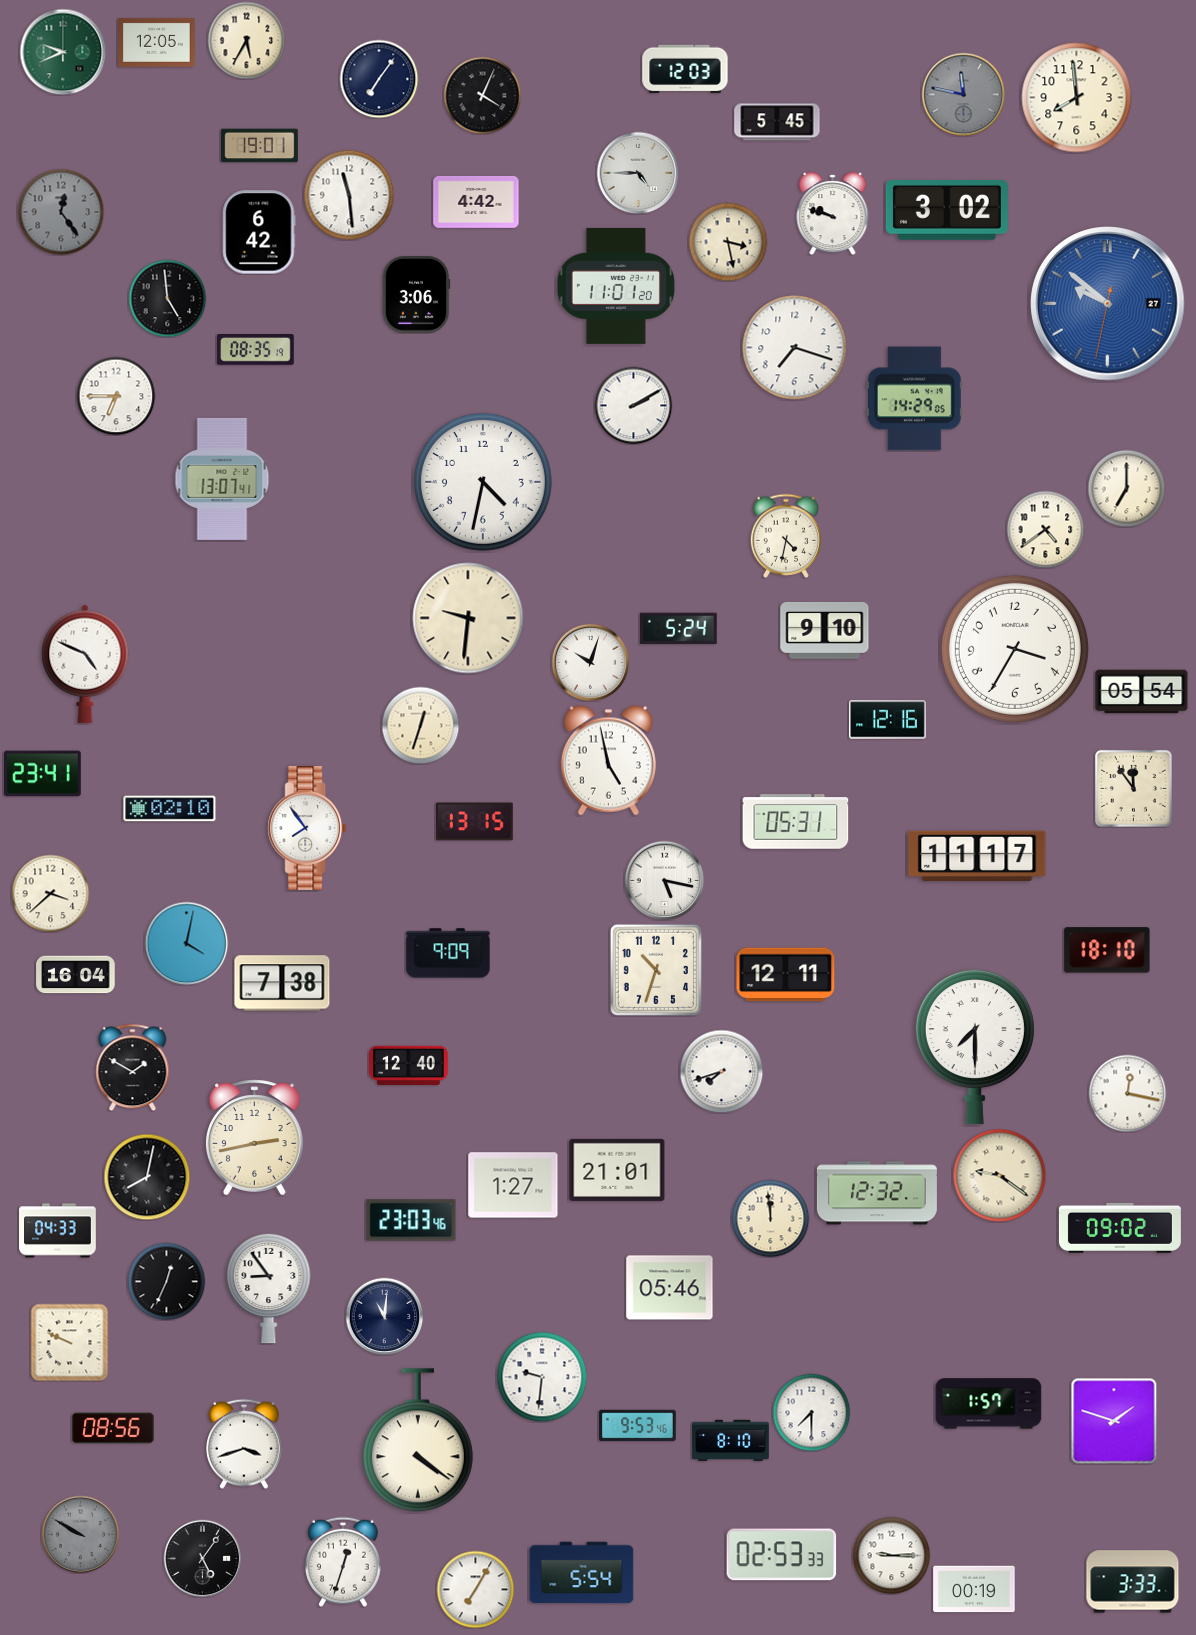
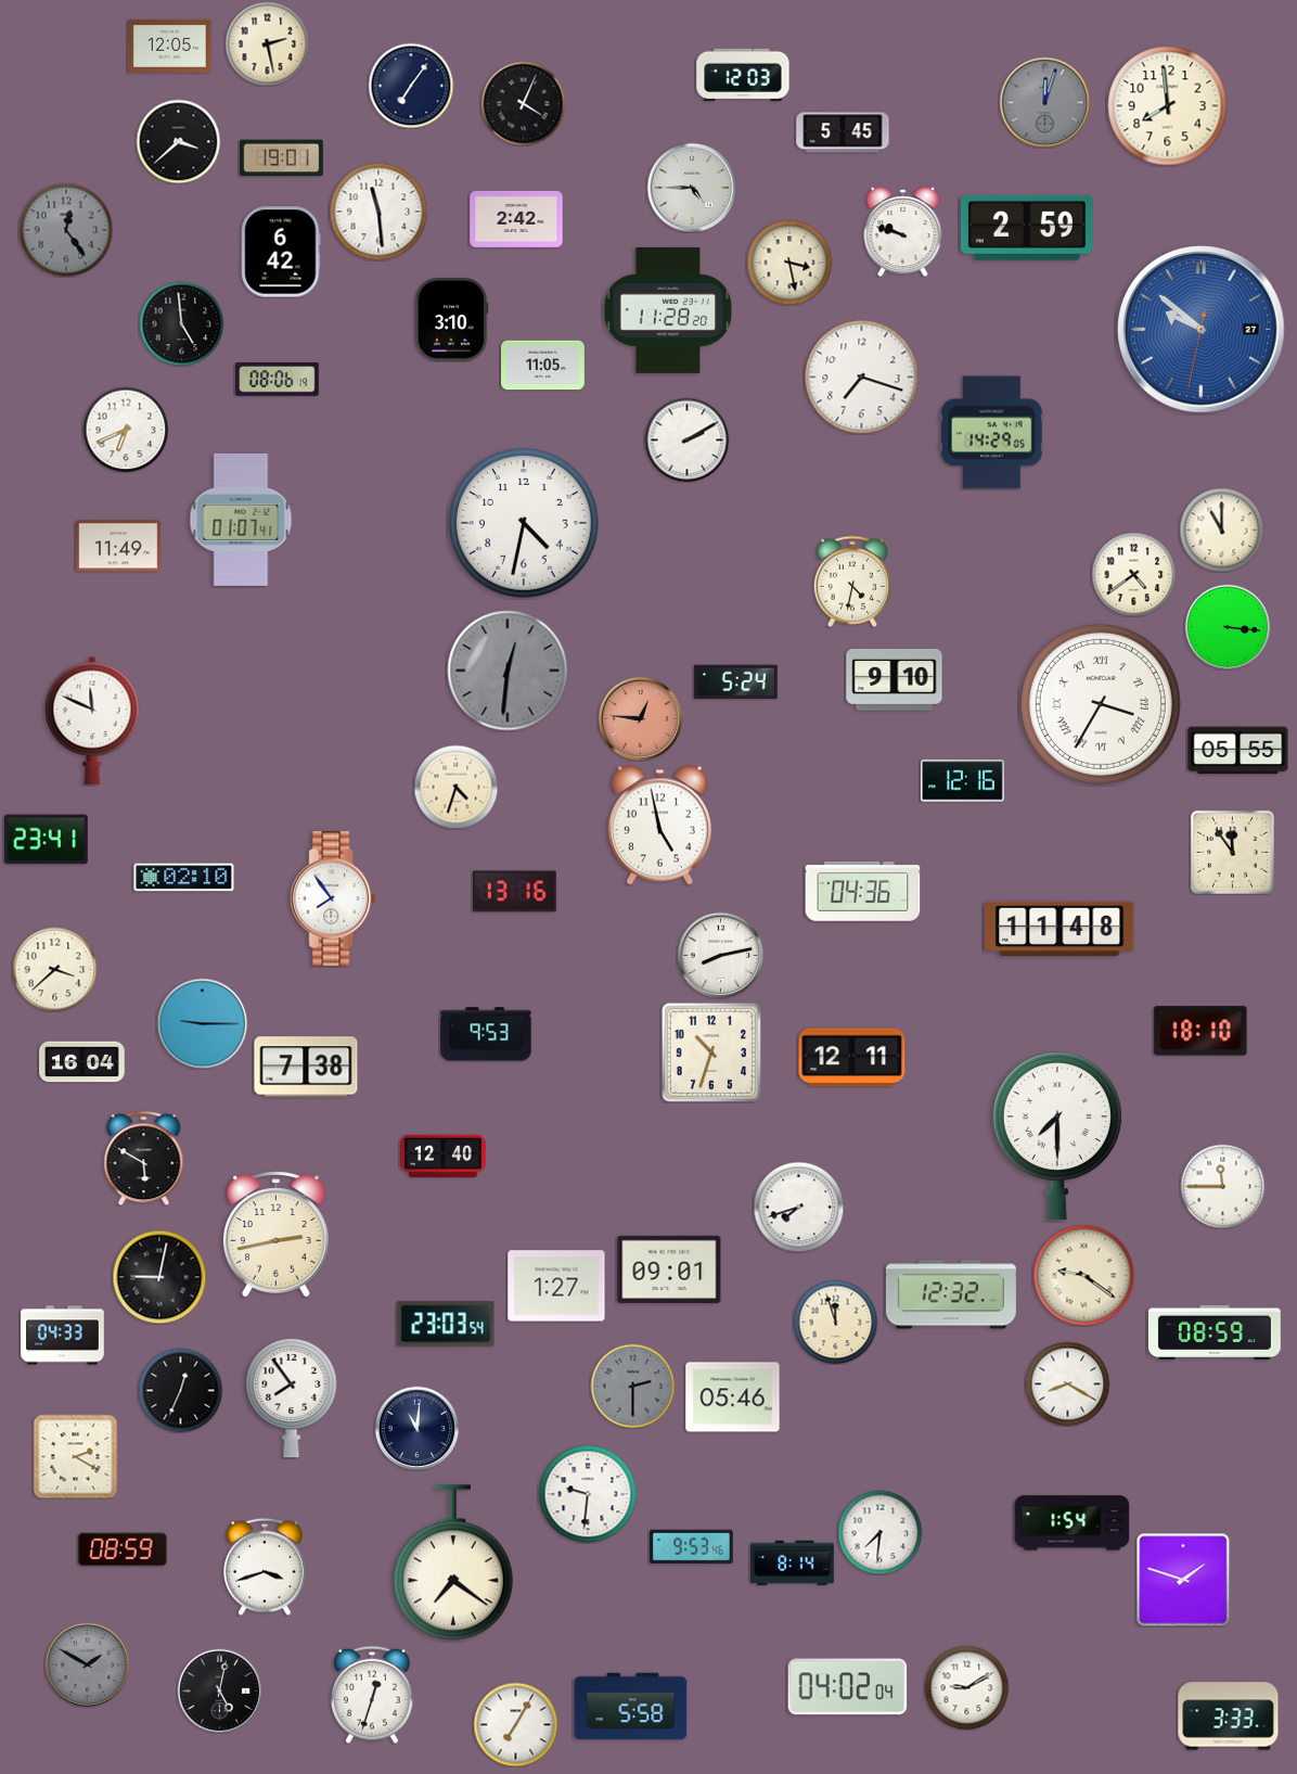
clock at (246, 40): 5:35 -> 2:28
clock at (63, 52): 9:41 -> none
clock at (963, 94): 11:47 -> 12:03
clock at (178, 141): none -> 3:38
clock at (476, 202): 4:42 -> 2:42
clock at (947, 210): 3:02 -> 2:59
clock at (615, 286): 11:01 -> 11:28
clock at (416, 295): 3:06 -> 3:10
clock at (543, 366): none -> 11:05
clock at (256, 350): 08:35 -> 08:06
clock at (116, 396): 6:45 -> 6:41
clock at (222, 479): 13:07 -> 01:07
clock at (1126, 488): 7:00 -> 11:00
clock at (118, 546): none -> 11:49
clock at (1228, 627): none -> 3:16
clock at (468, 618): 9:31 -> 12:31
clock at (468, 618) dial: cream -> grey
clock at (825, 631) position: (825, 631) -> (895, 680)
clock at (1015, 649) numerals: Arabic -> Roman
clock at (590, 662): 10:03 -> 12:46
clock at (590, 662) dial: white -> salmon
clock at (85, 664): 4:49 -> 11:49
clock at (1142, 692): 05:54 -> 05:55
clock at (420, 725): 12:33 -> 4:33
clock at (1133, 788) position: (1133, 788) -> (1232, 852)
clock at (475, 822): 13:15 -> 13:16
clock at (796, 822): 05:31 -> 04:36
clock at (977, 855): 11:17 -> 11:48
clock at (664, 880): 5:17 -> 8:13
clock at (186, 943): 4:02 -> 9:15
clock at (448, 953): 9:09 -> 9:53
clock at (76, 975) position: (76, 975) -> (82, 1062)
clock at (133, 1067): 1:50 -> 5:50
clock at (721, 1071) position: (721, 1071) -> (798, 1207)
clock at (1127, 1093): 12:17 -> 11:45
clock at (617, 1170): 21:01 -> 09:01
clock at (147, 1177): 8:02 -> 9:02
clock at (770, 1218): 11:59 -> 11:57
clock at (411, 1220): 23:03:46 -> 23:03:54
clock at (1120, 1228): 09:02 -> 08:59
clock at (1067, 1383): none -> 8:20
clock at (632, 1386): none -> 2:30
clock at (269, 1288): 8:54 -> 7:54
clock at (670, 1288) position: (670, 1288) -> (733, 1397)
clock at (69, 1342): 9:49 -> 2:20
clock at (989, 1404): 1:57 -> 1:54
clock at (811, 1412): 7:30 -> 7:31
clock at (1114, 1421) position: (1114, 1421) -> (1183, 1580)
clock at (113, 1428): 08:56 -> 08:59
clock at (418, 1441): 4:21 -> 7:21
clock at (731, 1441): 8:10 -> 8:14
clock at (80, 1534): 9:50 -> 1:50
clock at (782, 1555): 02:53 -> 04:02
clock at (891, 1555): 9:15 -> 9:10
clock at (202, 1558): 5:06 -> 5:02
clock at (582, 1573): 5:54 -> 5:58
clock at (974, 1589): 00:19 -> none
